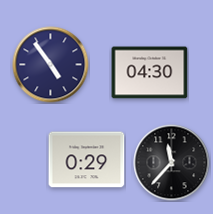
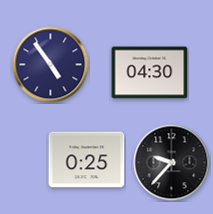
clock at (87, 160): 0:29 -> 0:25
clock at (172, 163): 11:37 -> 9:37
